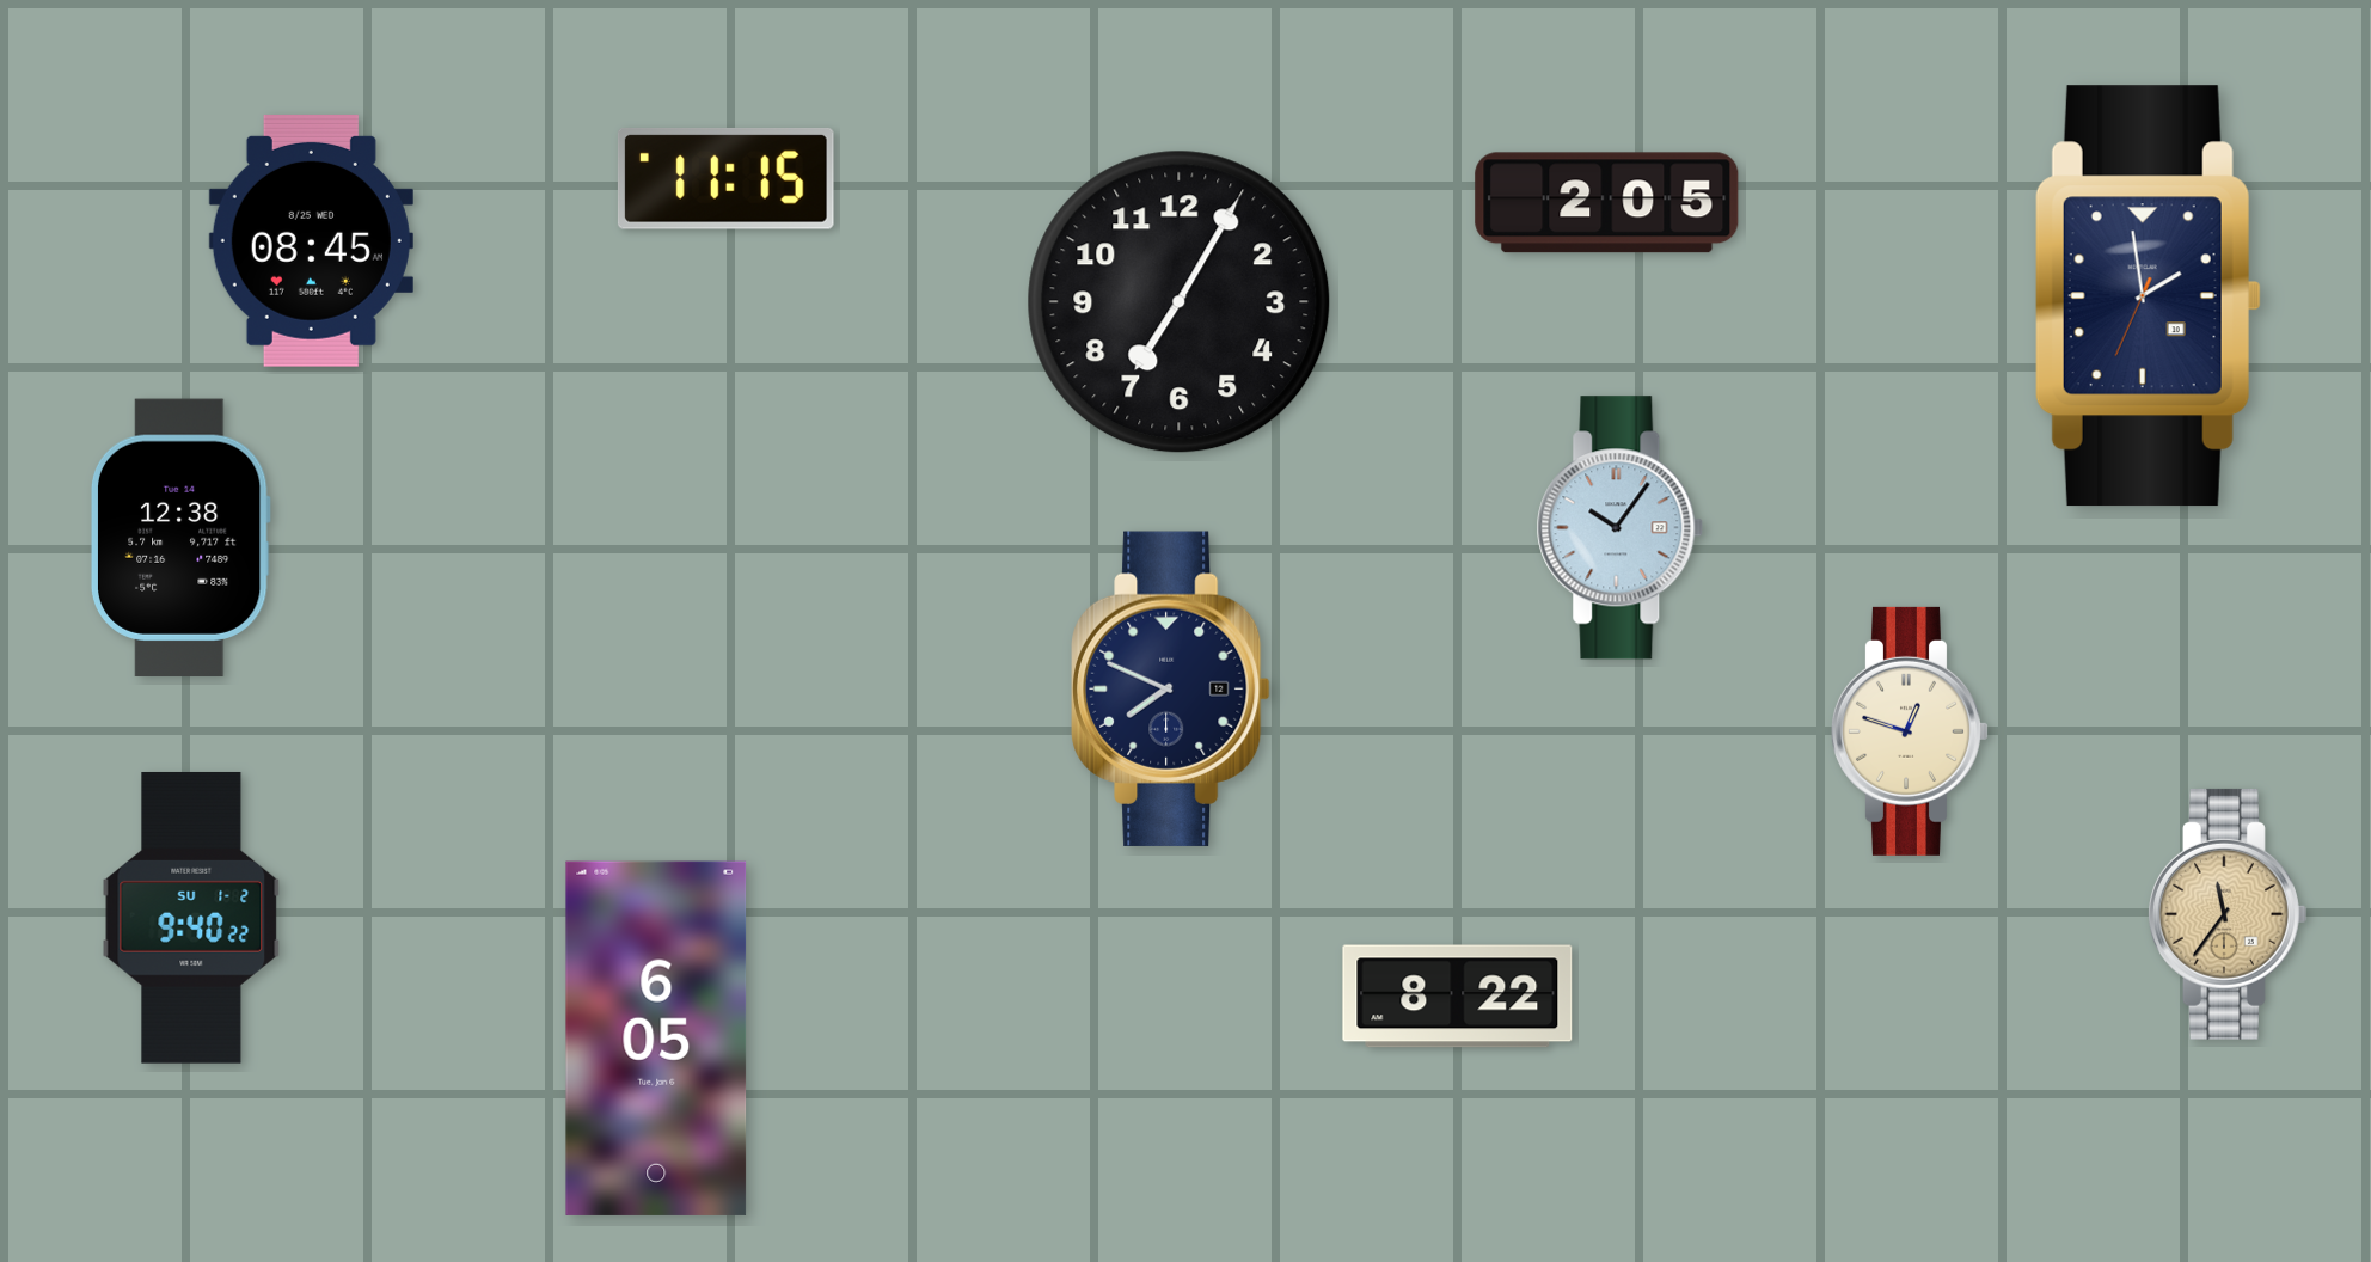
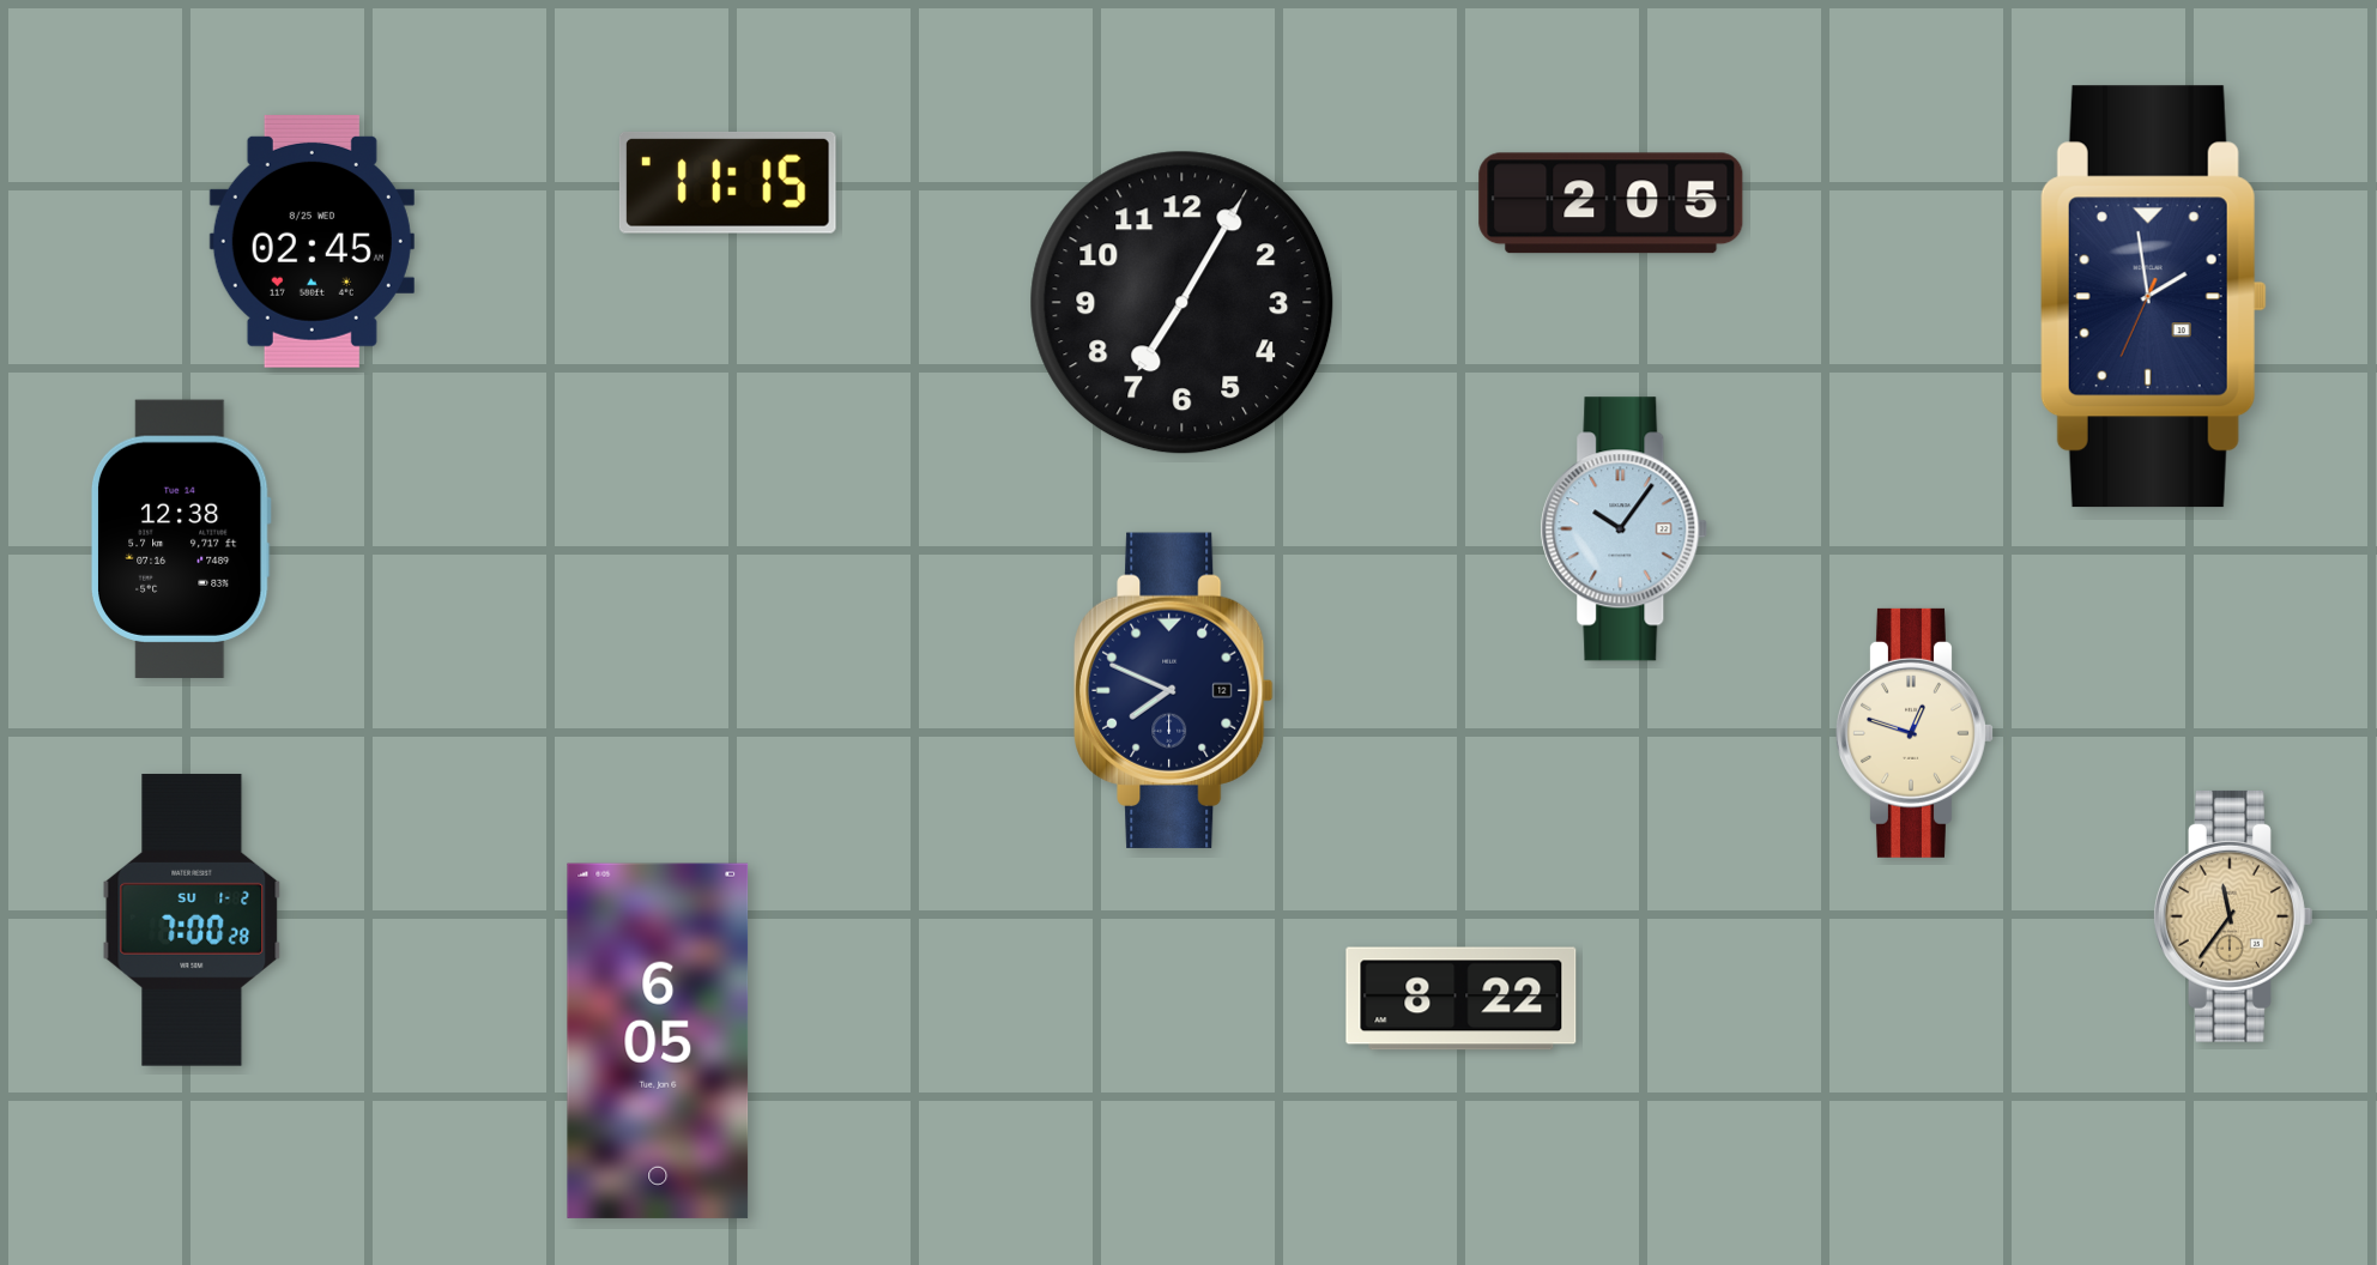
clock at (725, 178) position: (725, 178) -> (727, 182)
clock at (311, 240): 08:45 -> 02:45
clock at (191, 918): 9:40 -> 7:00
